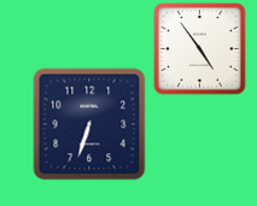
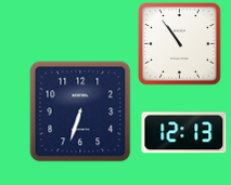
clock at (200, 49): 4:54 -> 10:54
clock at (184, 133): none -> 12:13
